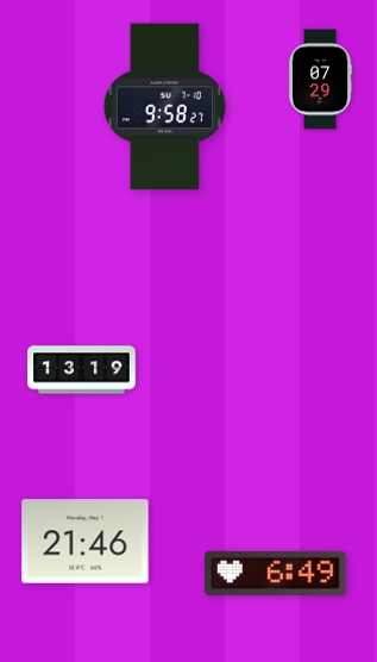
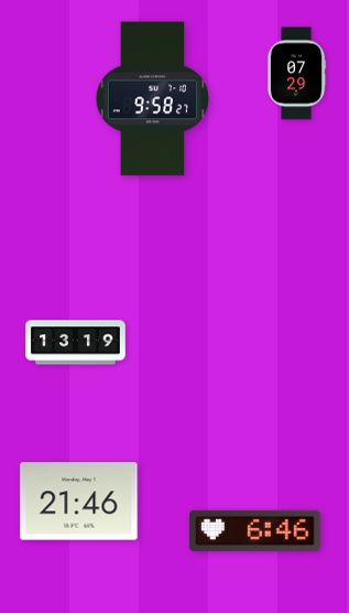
clock at (276, 573): 6:49 -> 6:46
